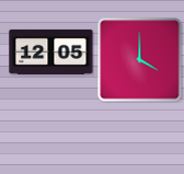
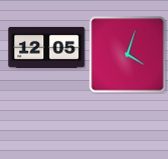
clock at (140, 60): 4:00 -> 4:03
